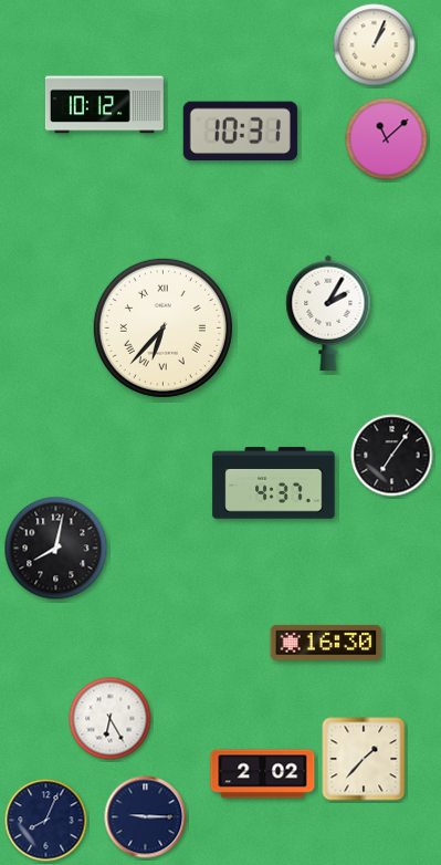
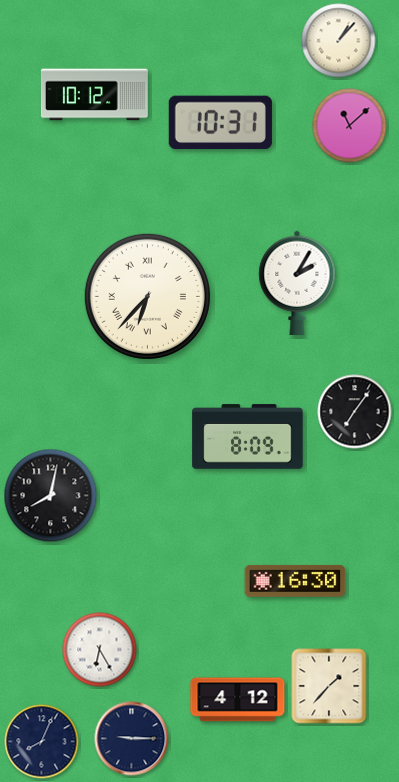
clock at (375, 45): 1:04 -> 1:07
clock at (240, 132) position: (240, 132) -> (220, 123)
clock at (274, 483): 4:37 -> 8:09
clock at (263, 774): 2:02 -> 4:12
